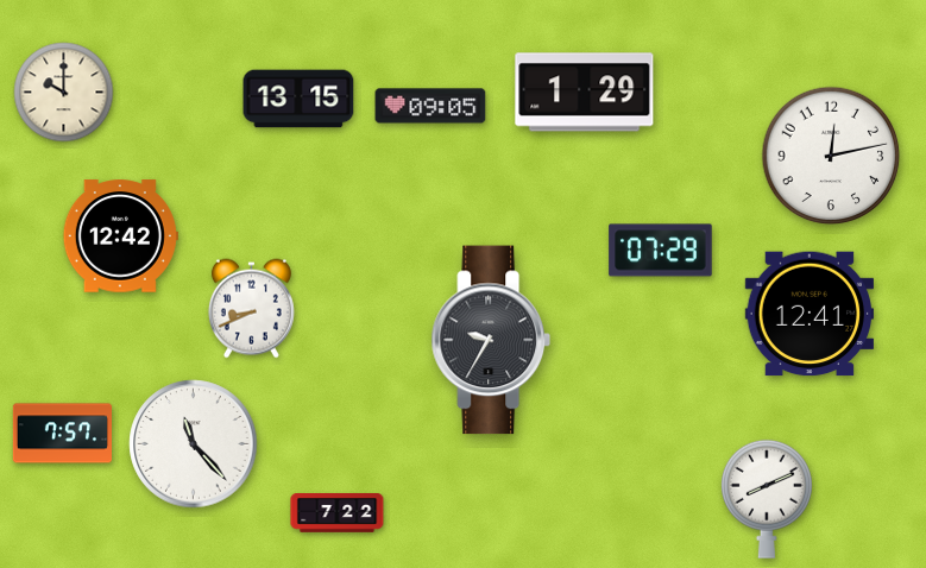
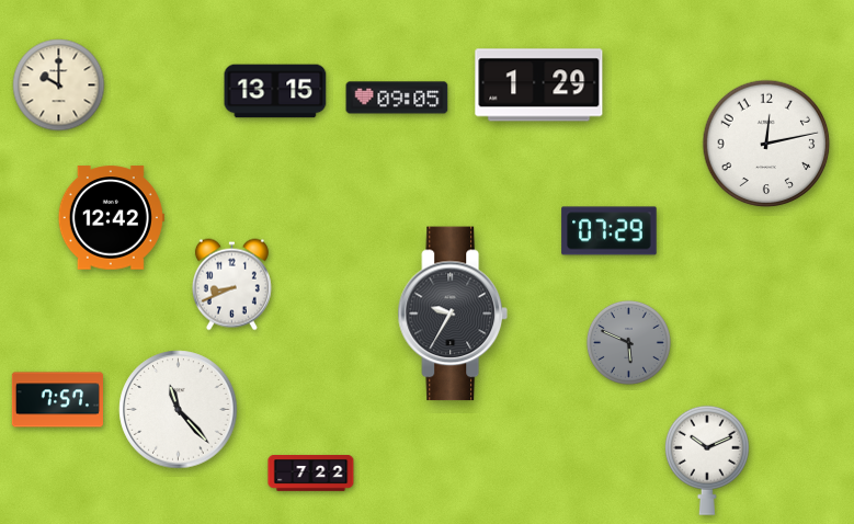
clock at (810, 314): 12:41 -> none
clock at (628, 342): none -> 5:49
clock at (767, 499): 8:11 -> 10:11
